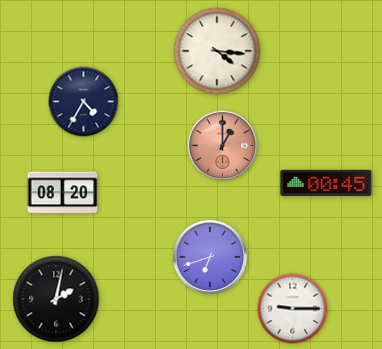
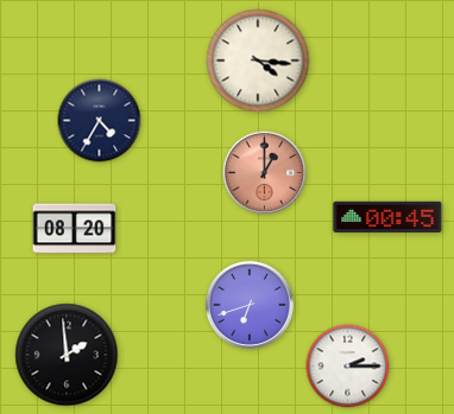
clock at (56, 299): 2:02 -> 1:59
clock at (293, 309): 9:15 -> 2:15
